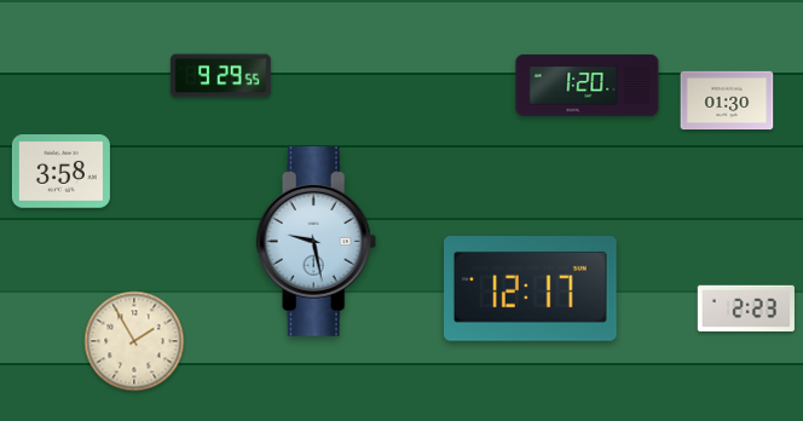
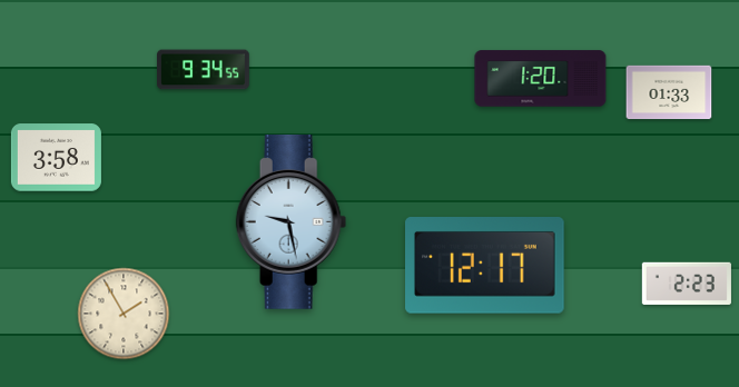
clock at (221, 76): 9:29 -> 9:34
clock at (727, 100): 01:30 -> 01:33
clock at (531, 289) position: (531, 289) -> (485, 266)
